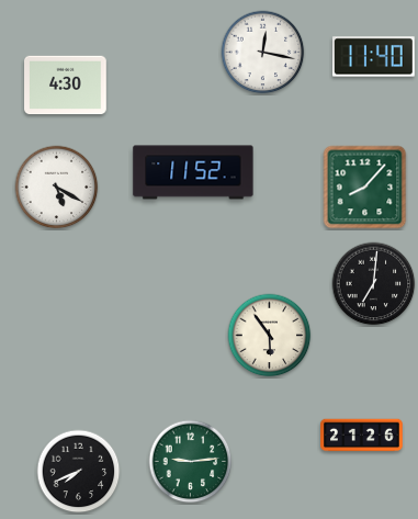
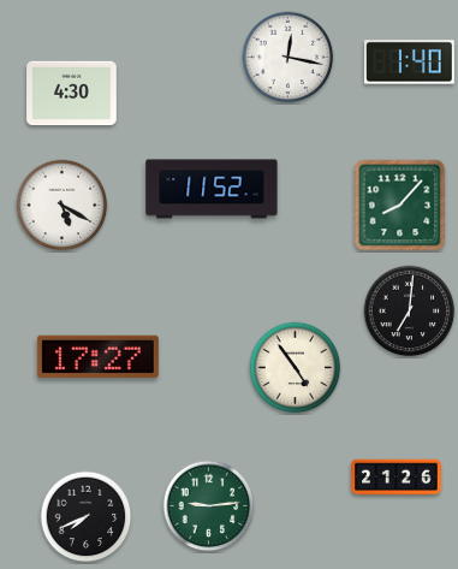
clock at (374, 57): 11:40 -> 1:40
clock at (97, 357): none -> 17:27
clock at (270, 336): 5:54 -> 4:54
